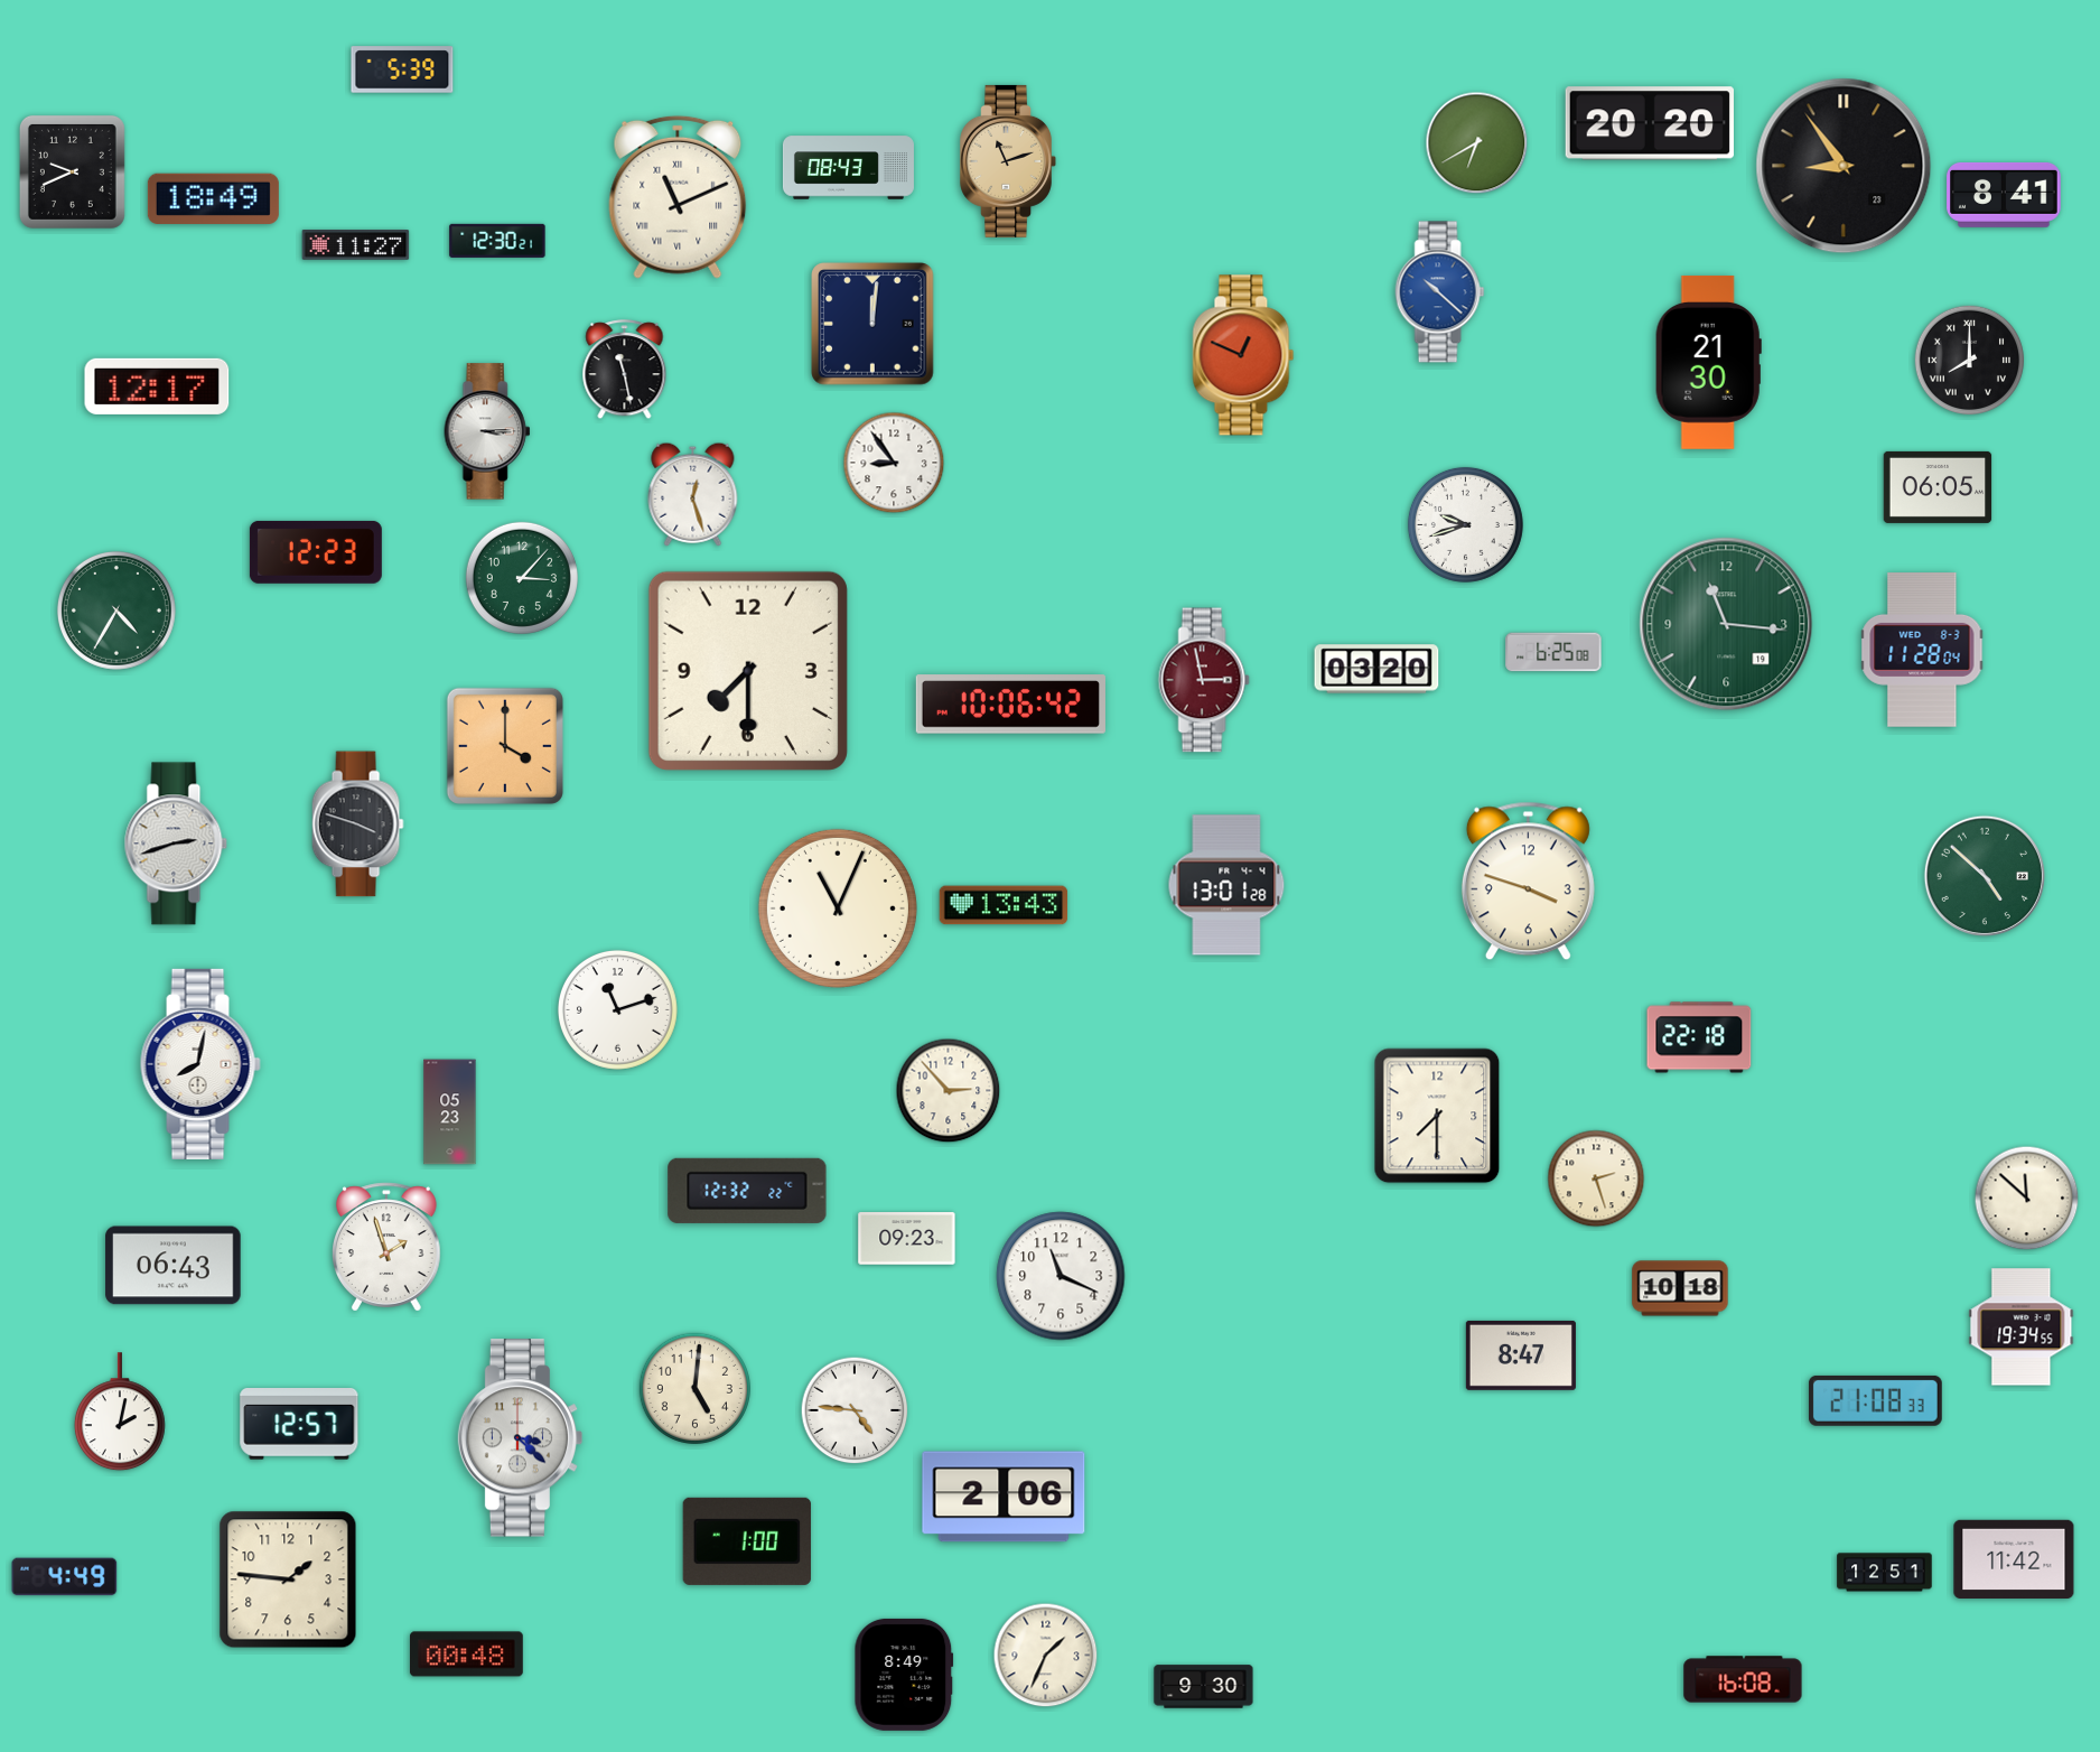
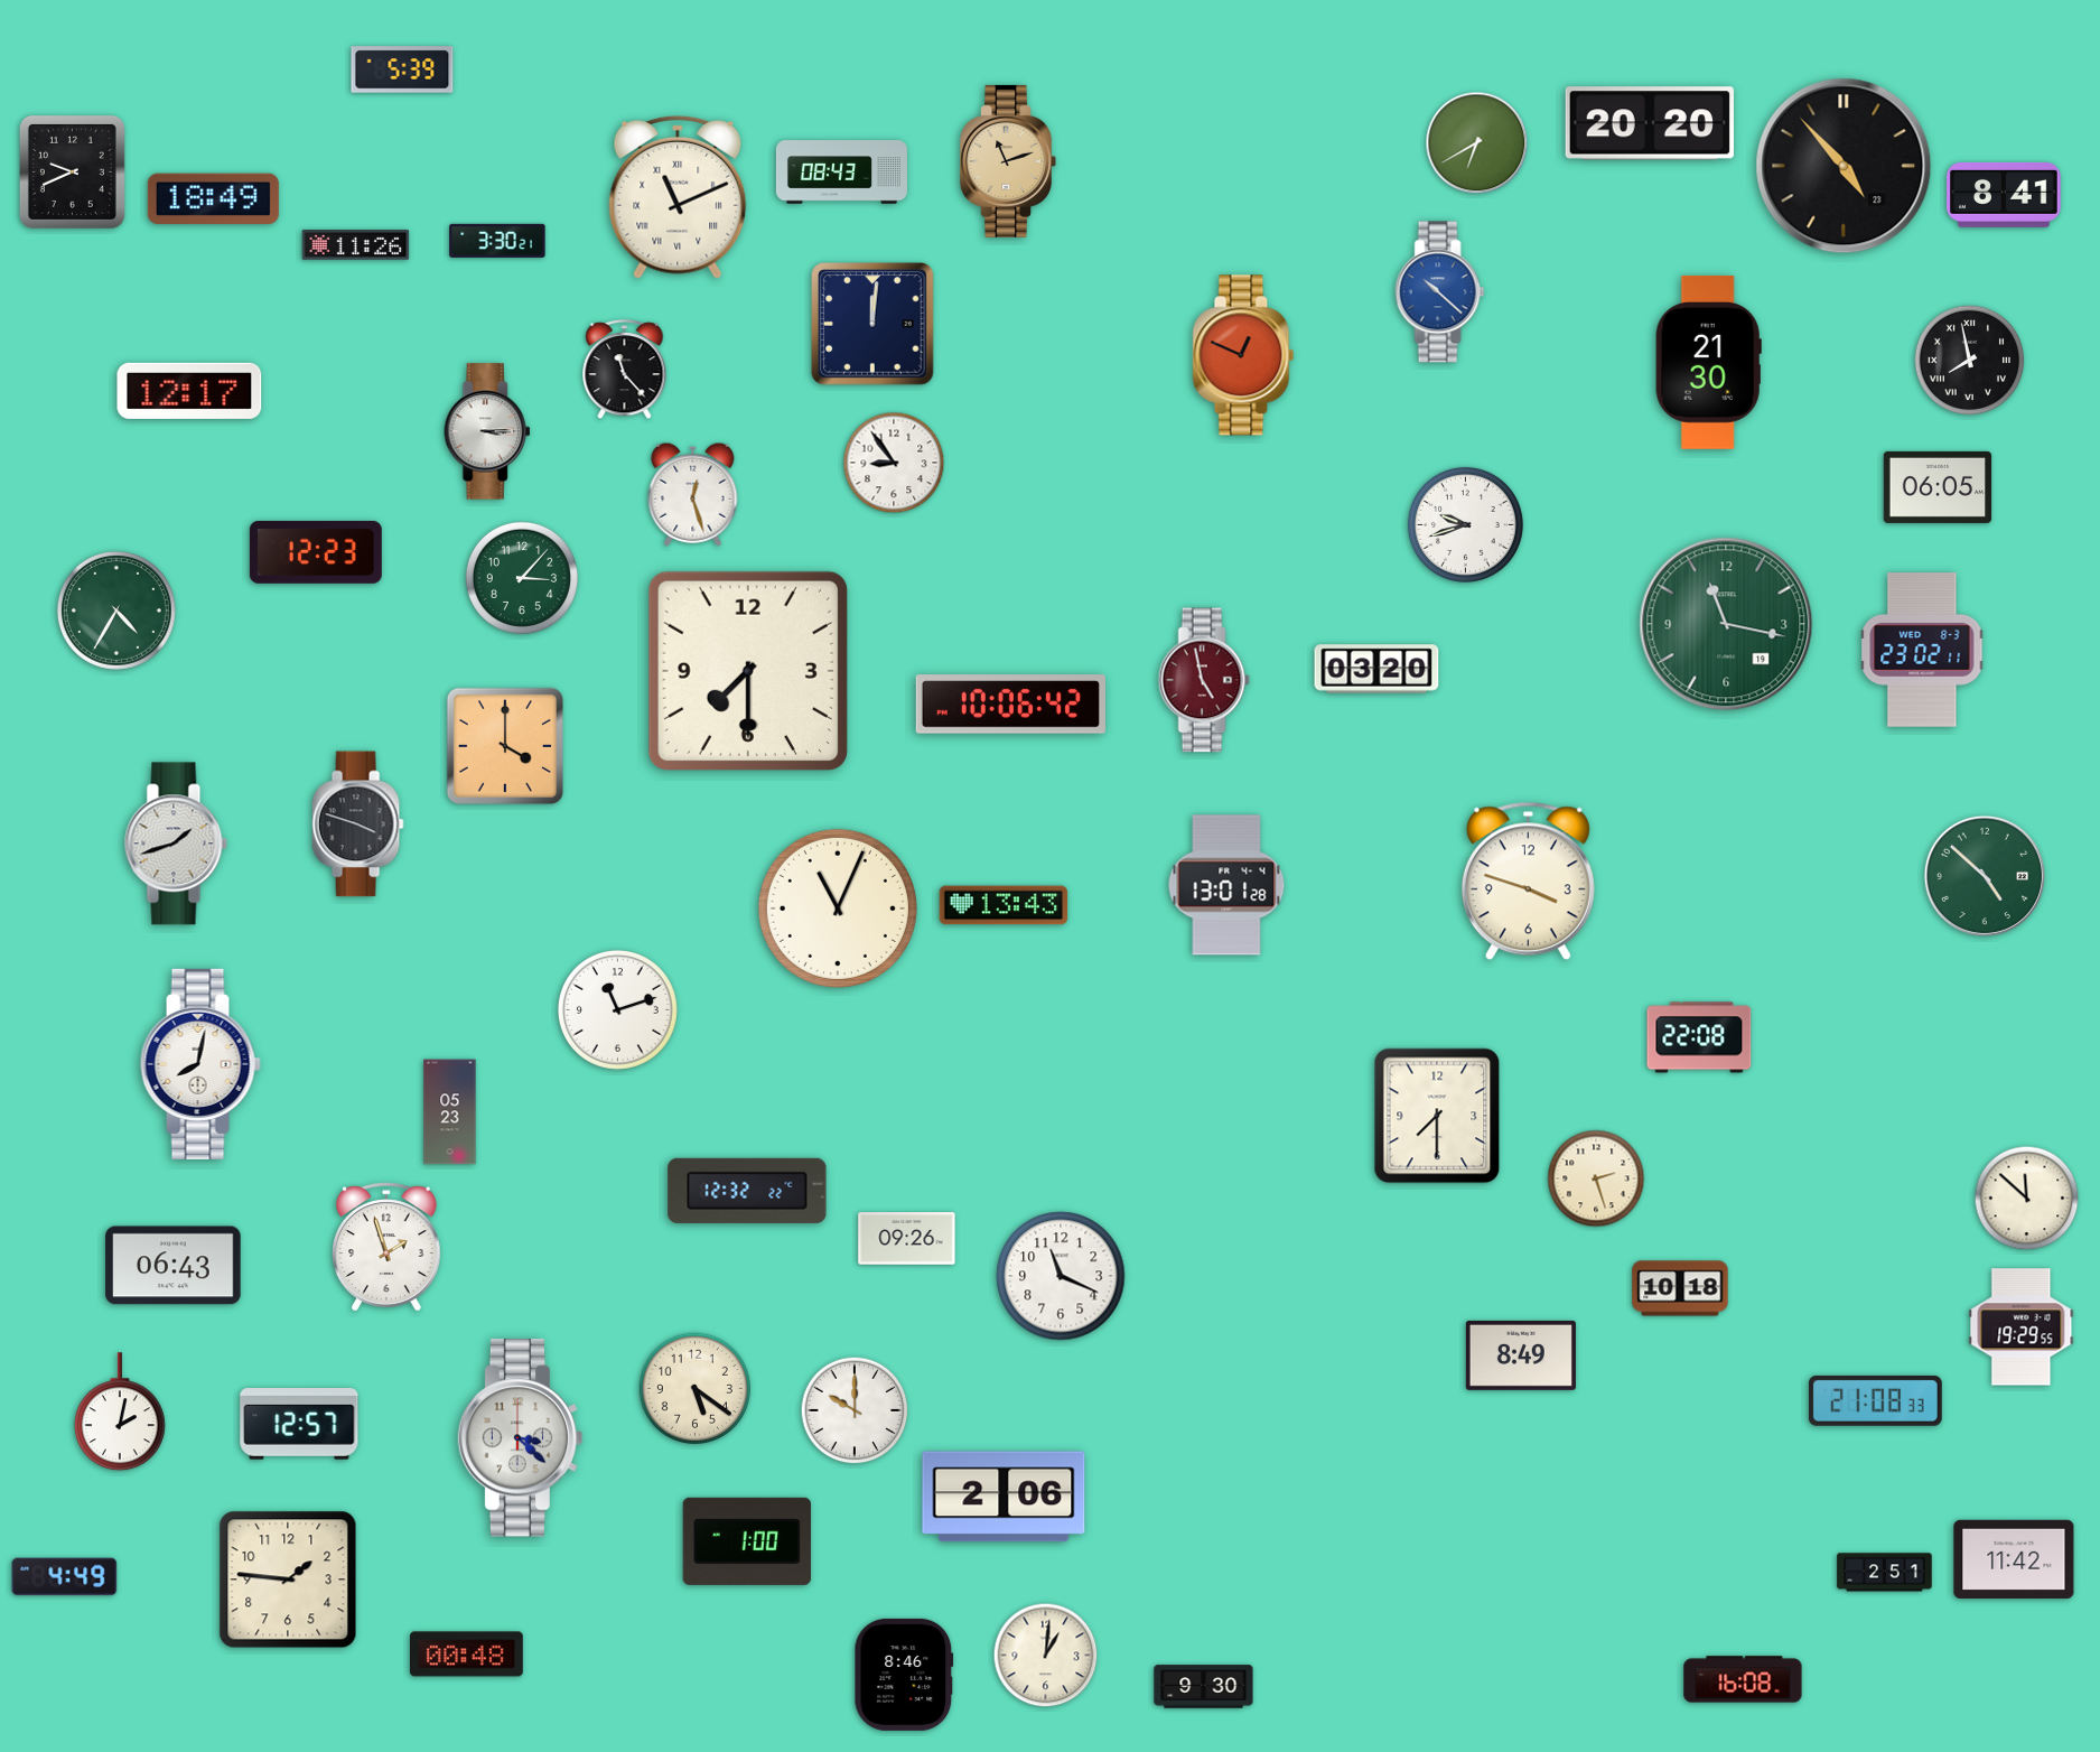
clock at (1844, 166): 8:54 -> 4:53
clock at (848, 168) position: (848, 168) -> (841, 173)
clock at (497, 241): 12:30 -> 3:30
clock at (356, 245): 11:27 -> 11:26
clock at (1970, 361): 8:00 -> 7:58
clock at (625, 370): 11:28 -> 11:23
clock at (157, 386) position: (157, 386) -> (189, 391)
clock at (1726, 624): 11:16 -> 11:17
clock at (1922, 650): 11:28 -> 23:02
clock at (1553, 652): 6:25 -> none
clock at (1204, 680): 2:58 -> 4:58
clock at (176, 844): 2:42 -> 1:42
clock at (1699, 1037): 22:18 -> 22:08
clock at (949, 1091): 2:53 -> none
clock at (907, 1239): 09:23 -> 09:26
clock at (2022, 1327): 19:34 -> 19:29
clock at (1521, 1355): 8:47 -> 8:49
clock at (694, 1388): 5:01 -> 5:21
clock at (855, 1410): 4:46 -> 10:00
clock at (1885, 1573): 12:51 -> 2:51
clock at (1046, 1656): 1:34 -> 1:01
clock at (904, 1675): 8:49 -> 8:46
